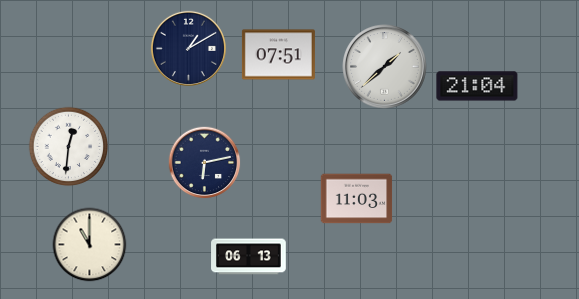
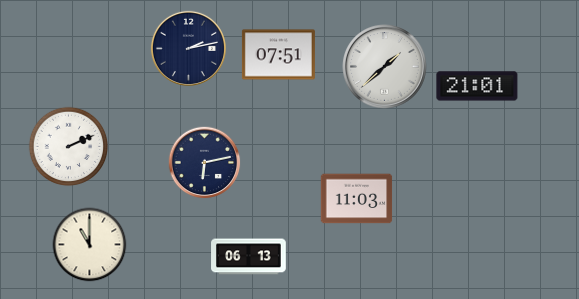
clock at (188, 48): 1:10 -> 2:13
clock at (477, 86): 21:04 -> 21:01
clock at (69, 147): 12:31 -> 2:11
